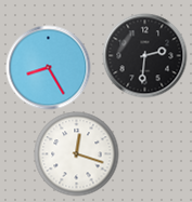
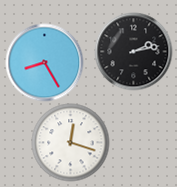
clock at (144, 55): 2:31 -> 2:13
